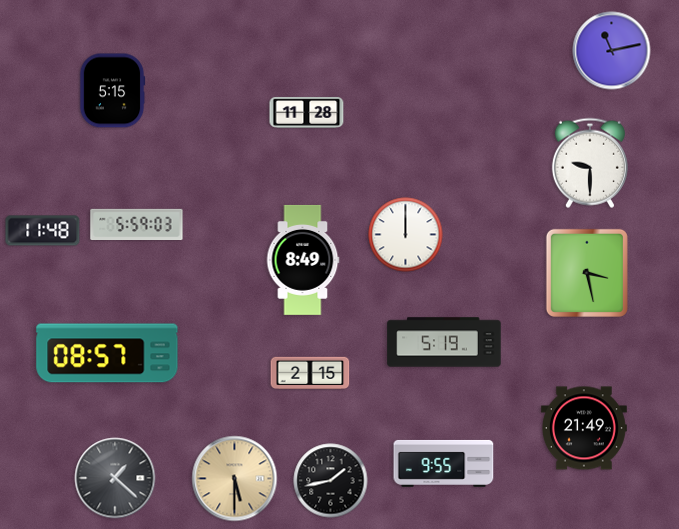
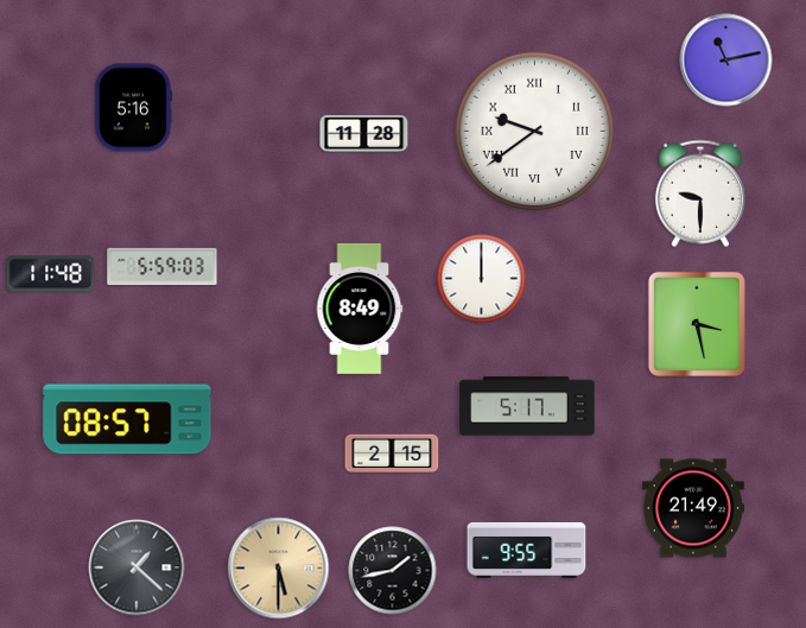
clock at (112, 91): 5:15 -> 5:16
clock at (534, 131): none -> 9:39
clock at (444, 342): 5:19 -> 5:17
clock at (310, 373) position: (310, 373) -> (392, 453)
